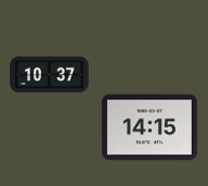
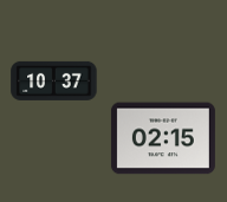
clock at (149, 127): 14:15 -> 02:15
